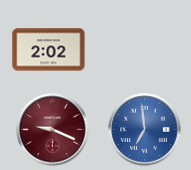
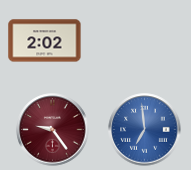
clock at (49, 50) position: (49, 50) -> (45, 41)
clock at (53, 130): 9:19 -> 9:24
